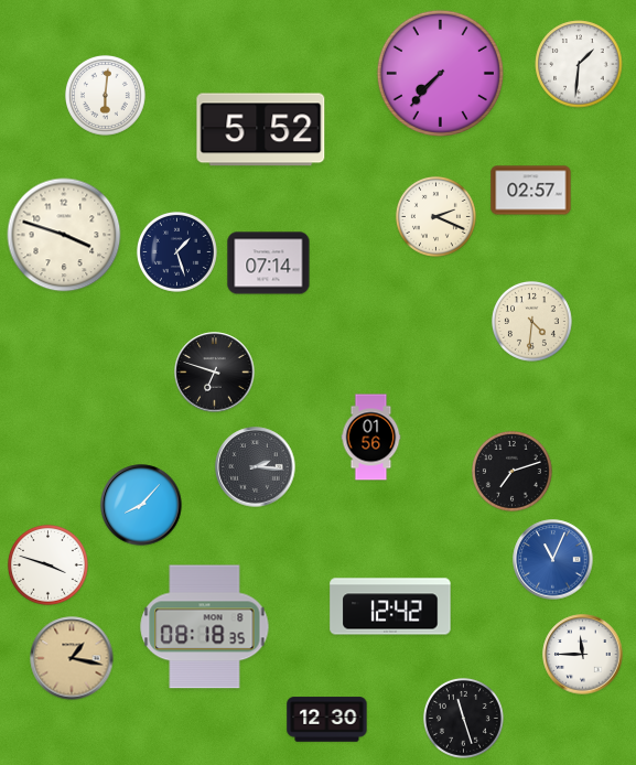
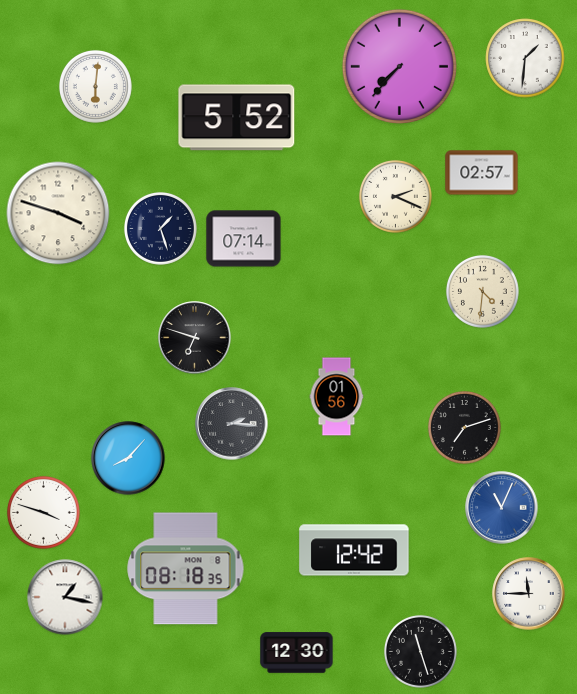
clock at (72, 658) dial: champagne -> white
